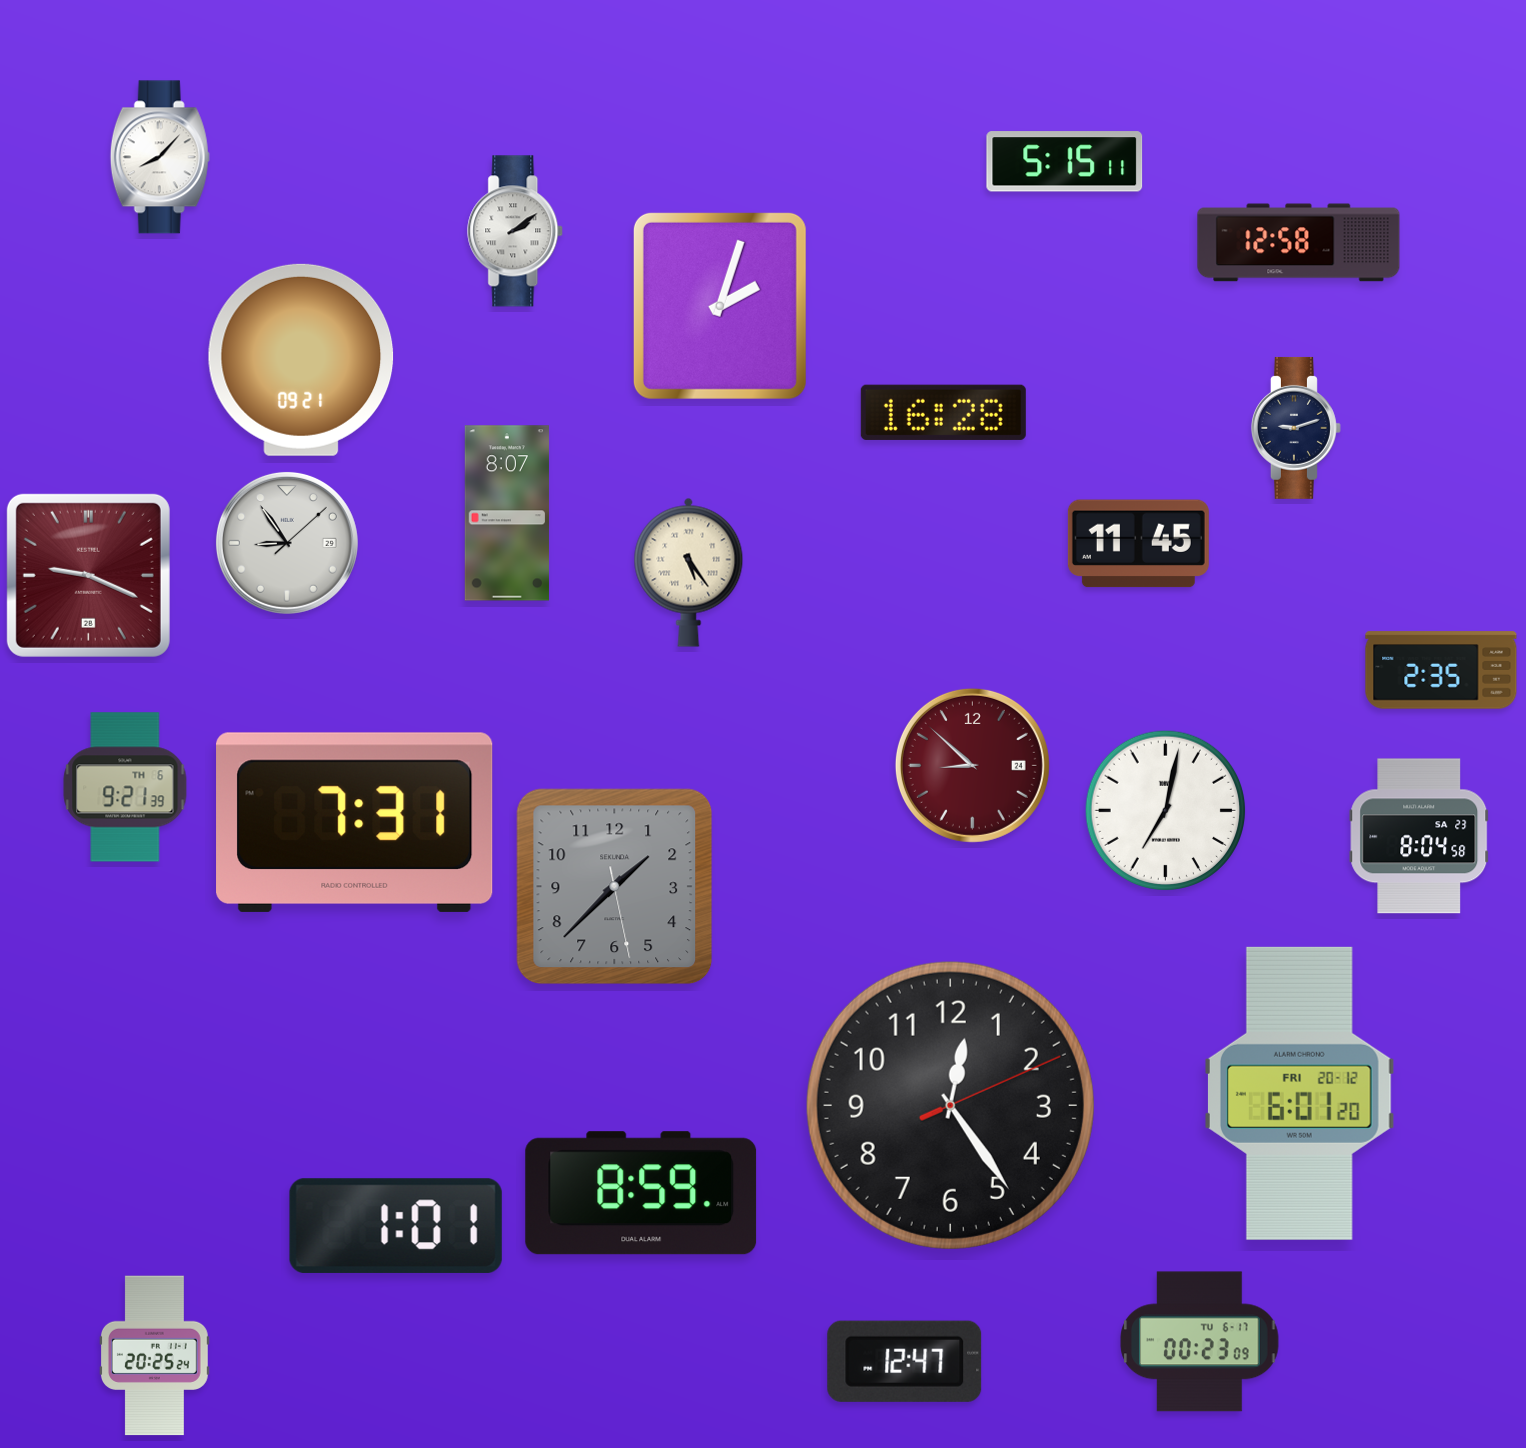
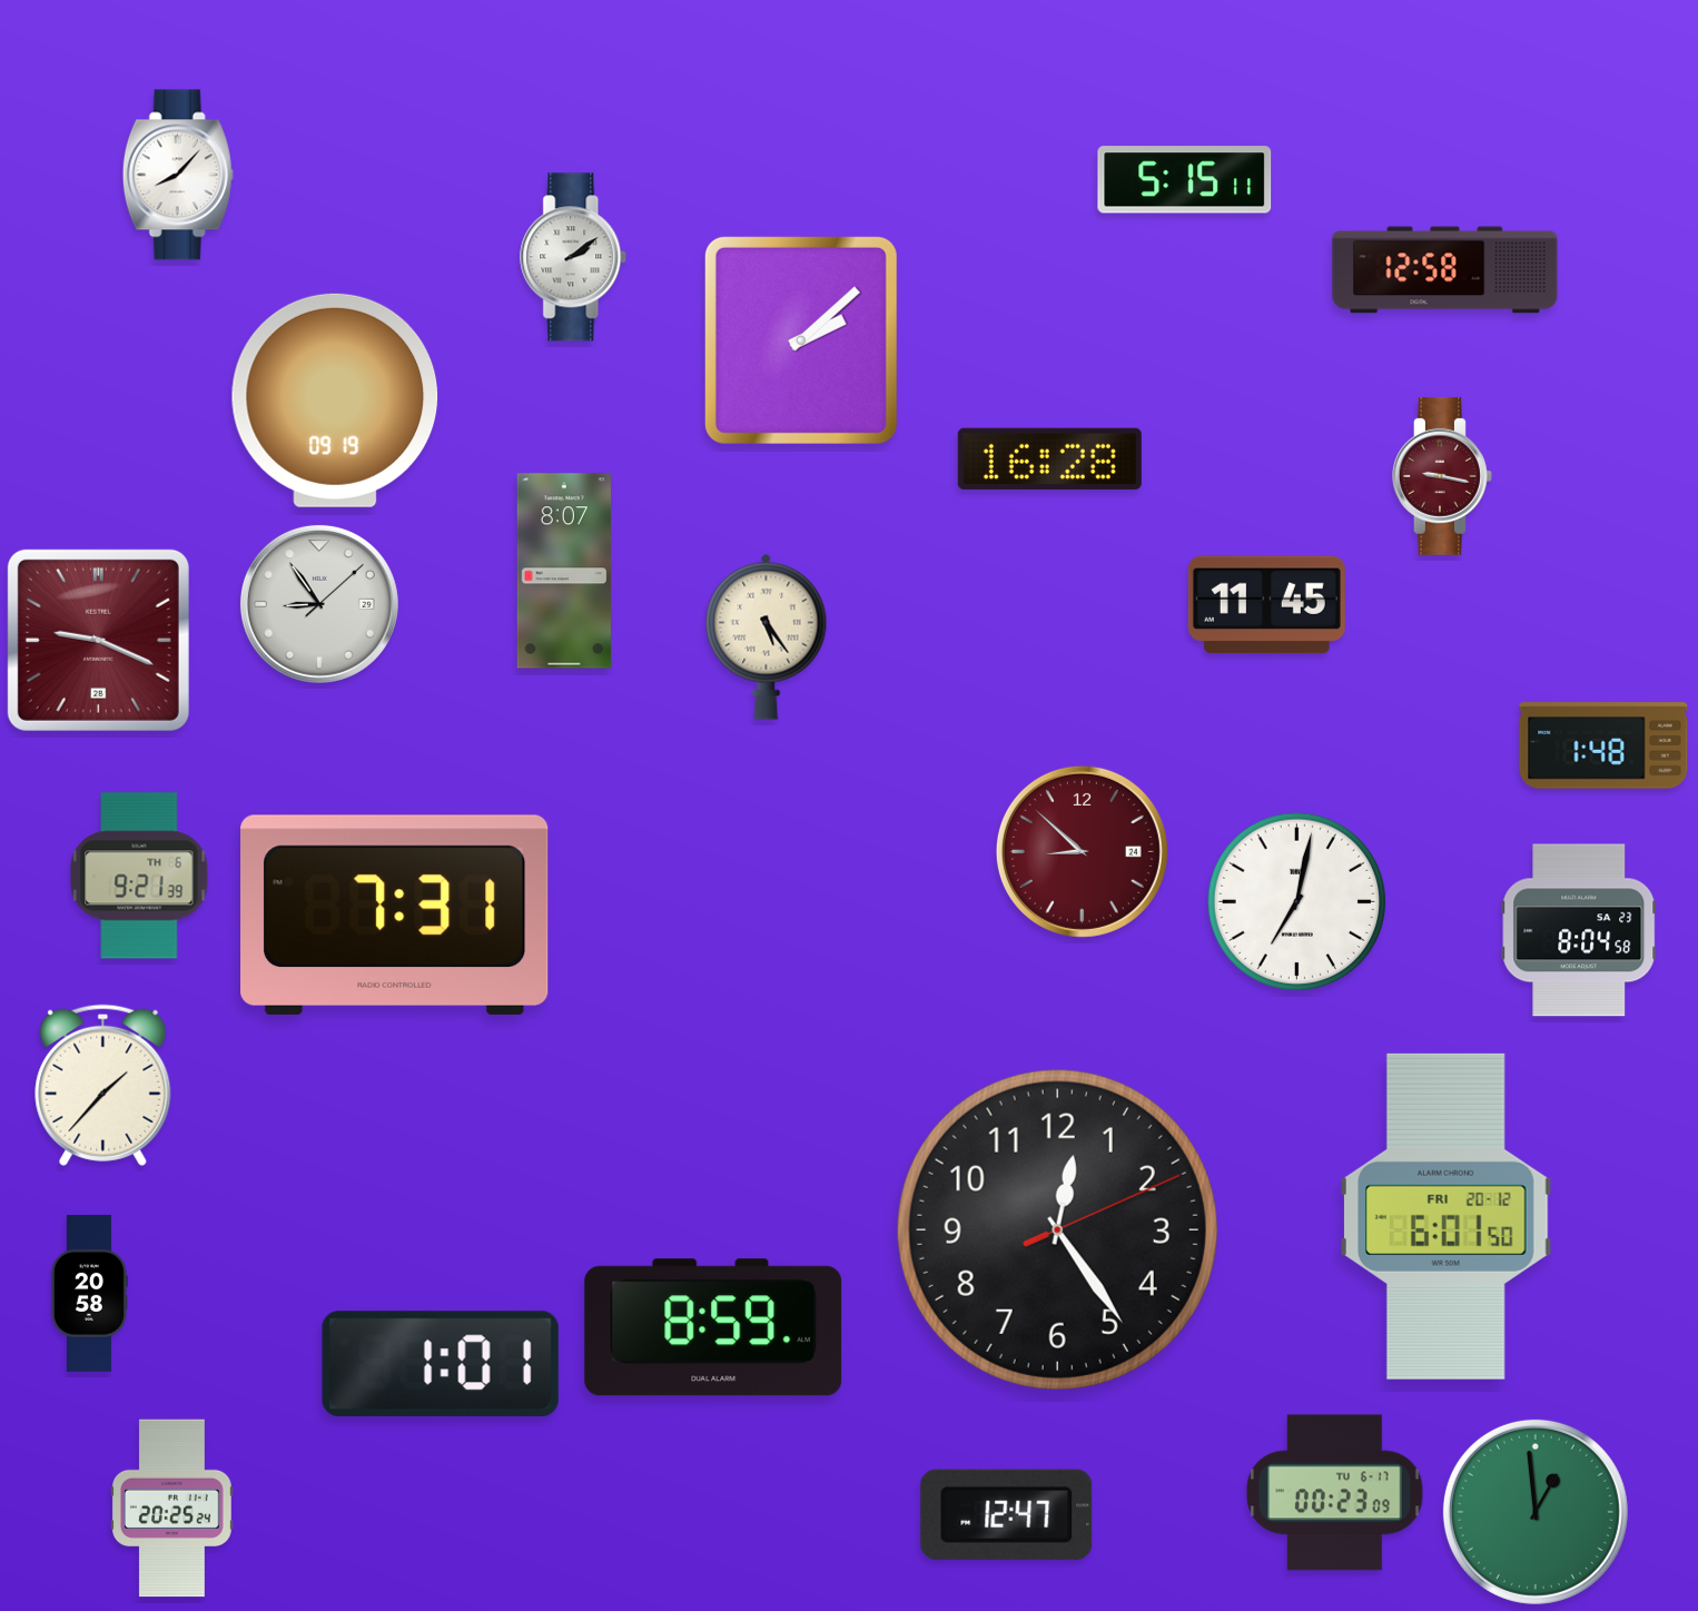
clock at (720, 306): 2:03 -> 2:08
clock at (301, 360): 09:21 -> 09:19
clock at (1296, 428): 9:12 -> 9:17
clock at (1296, 428) dial: navy -> burgundy
clock at (1441, 670): 2:35 -> 1:48
clock at (615, 887): 1:37 -> none
clock at (103, 1085): none -> 1:37
clock at (1300, 1093): 6:01:20 -> 6:01:50
clock at (89, 1293): none -> 20:58
clock at (1536, 1512): none -> 12:59
